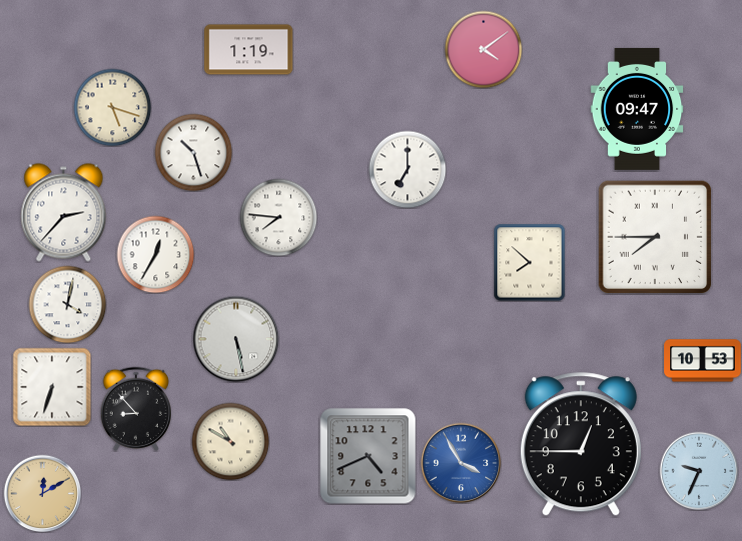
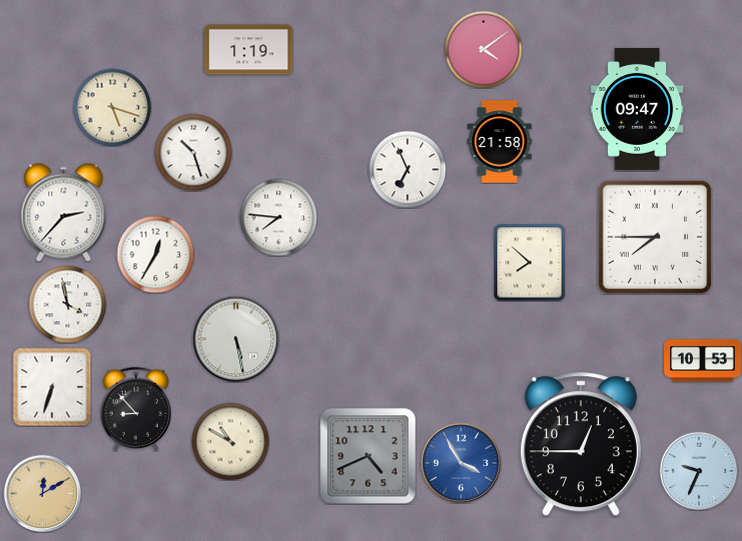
clock at (500, 142): none -> 21:58
clock at (407, 169): 7:00 -> 6:56
clock at (67, 304): 4:02 -> 3:58
